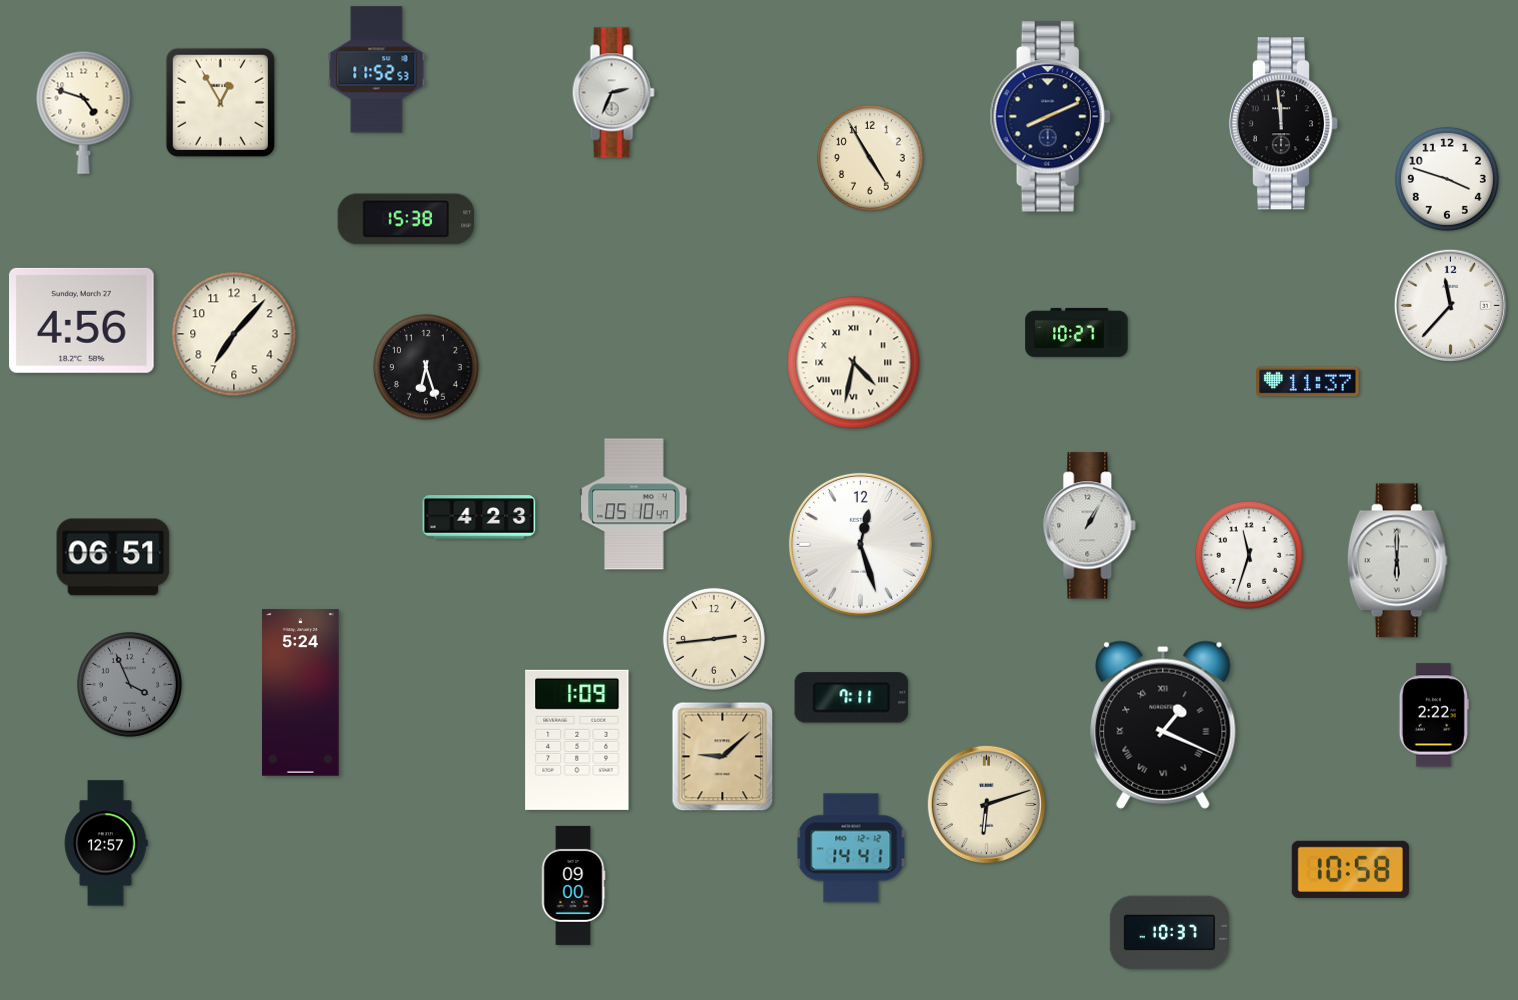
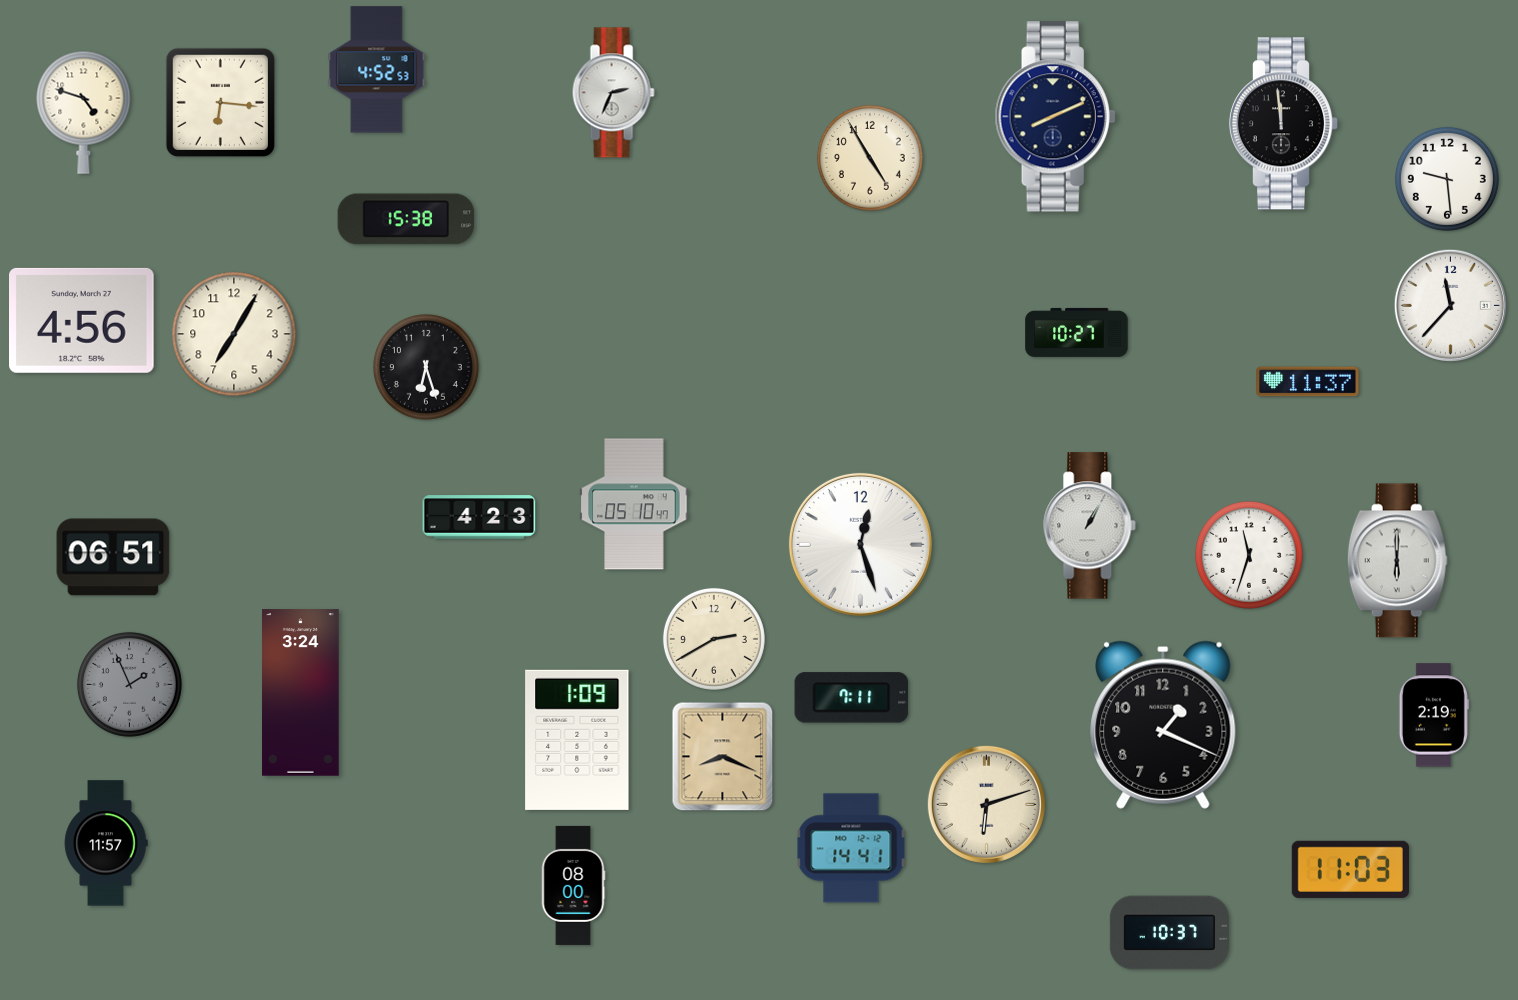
clock at (377, 70): 11:52 -> 4:52
clock at (220, 102): 12:55 -> 6:16
clock at (1050, 117) position: (1050, 117) -> (1055, 117)
clock at (1447, 179): 3:48 -> 9:29
clock at (234, 334): 7:07 -> 7:05
clock at (854, 363): 4:32 -> none
clock at (714, 639): 2:44 -> 2:40
clock at (129, 684): 3:56 -> 1:56
clock at (301, 693): 5:24 -> 3:24
clock at (1434, 715): 2:22 -> 2:19
clock at (1163, 725) numerals: Roman -> Arabic
clock at (723, 757): 9:08 -> 8:19
clock at (106, 843): 12:57 -> 11:57
clock at (1350, 869): 10:58 -> 11:03
clock at (573, 885): 09:00 -> 08:00
